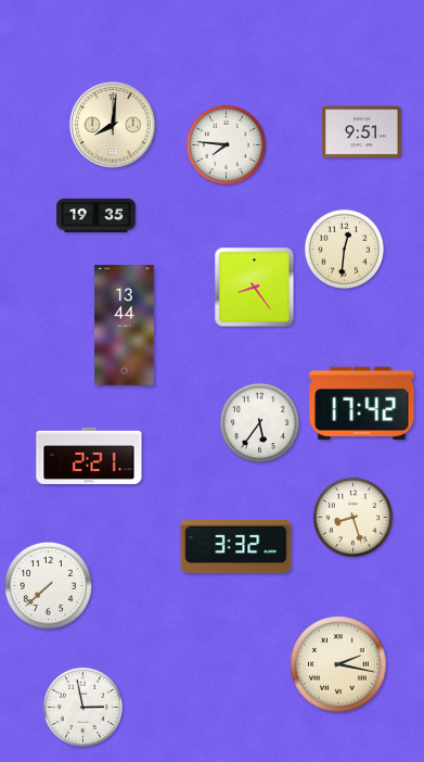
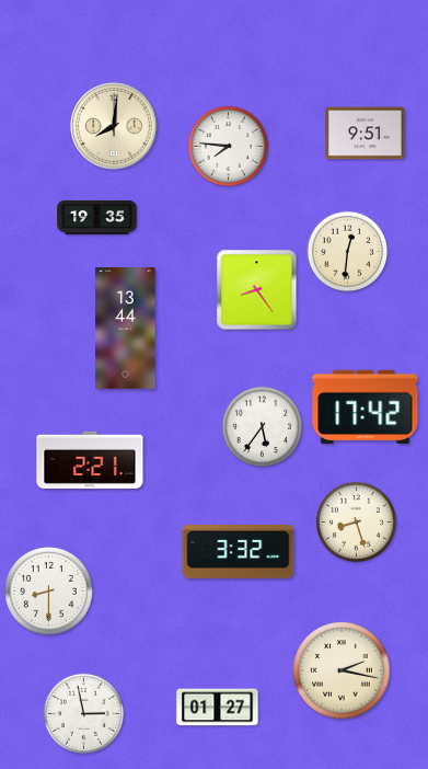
clock at (48, 585): 7:38 -> 8:30
clock at (218, 708): none -> 01:27
